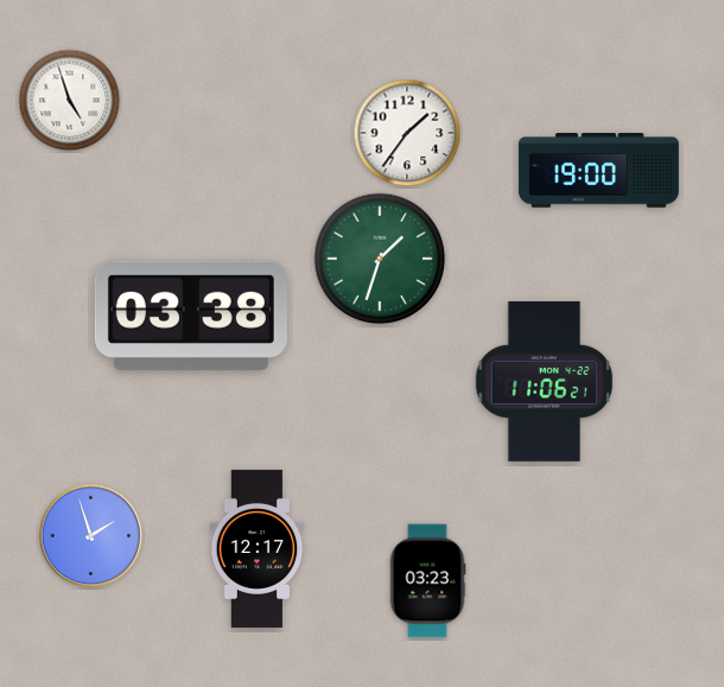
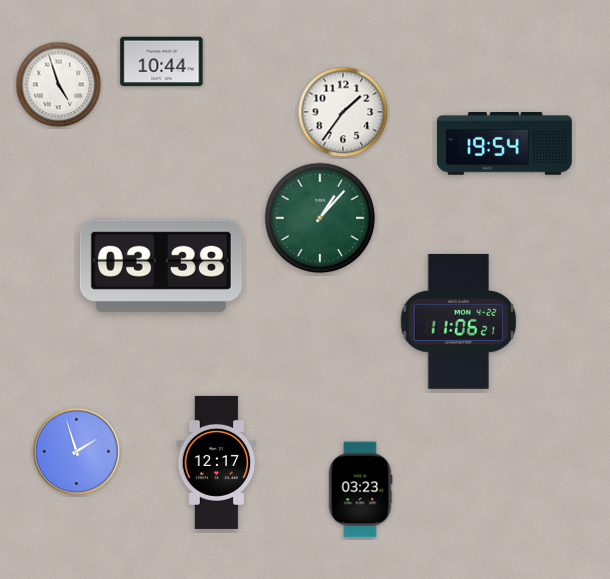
clock at (162, 62): none -> 10:44
clock at (598, 171): 19:00 -> 19:54
clock at (380, 259): 1:33 -> 1:07
